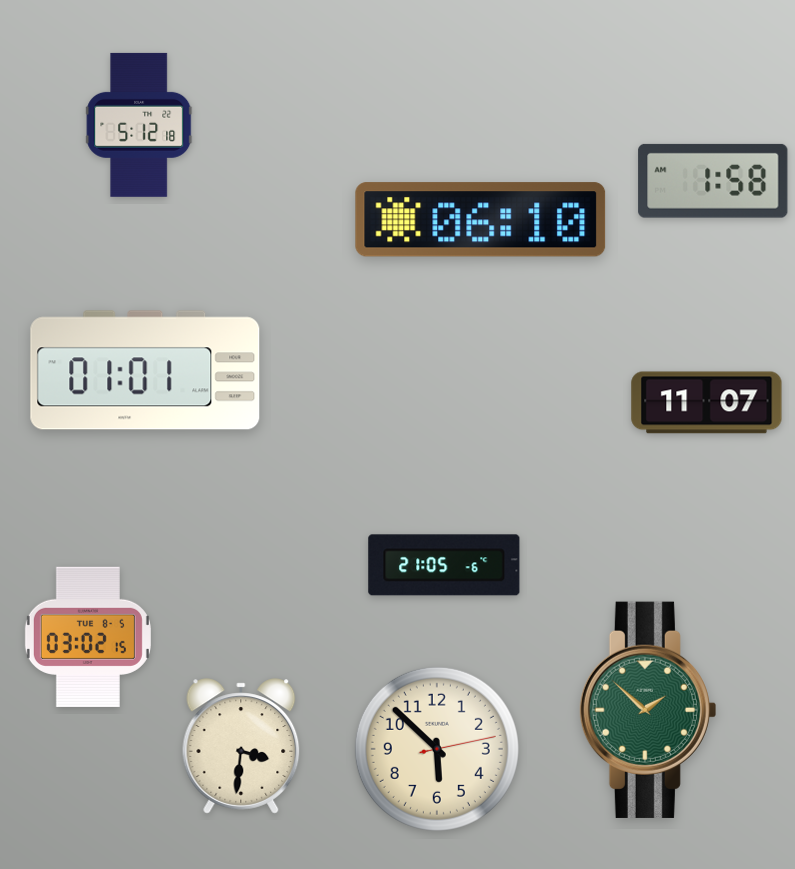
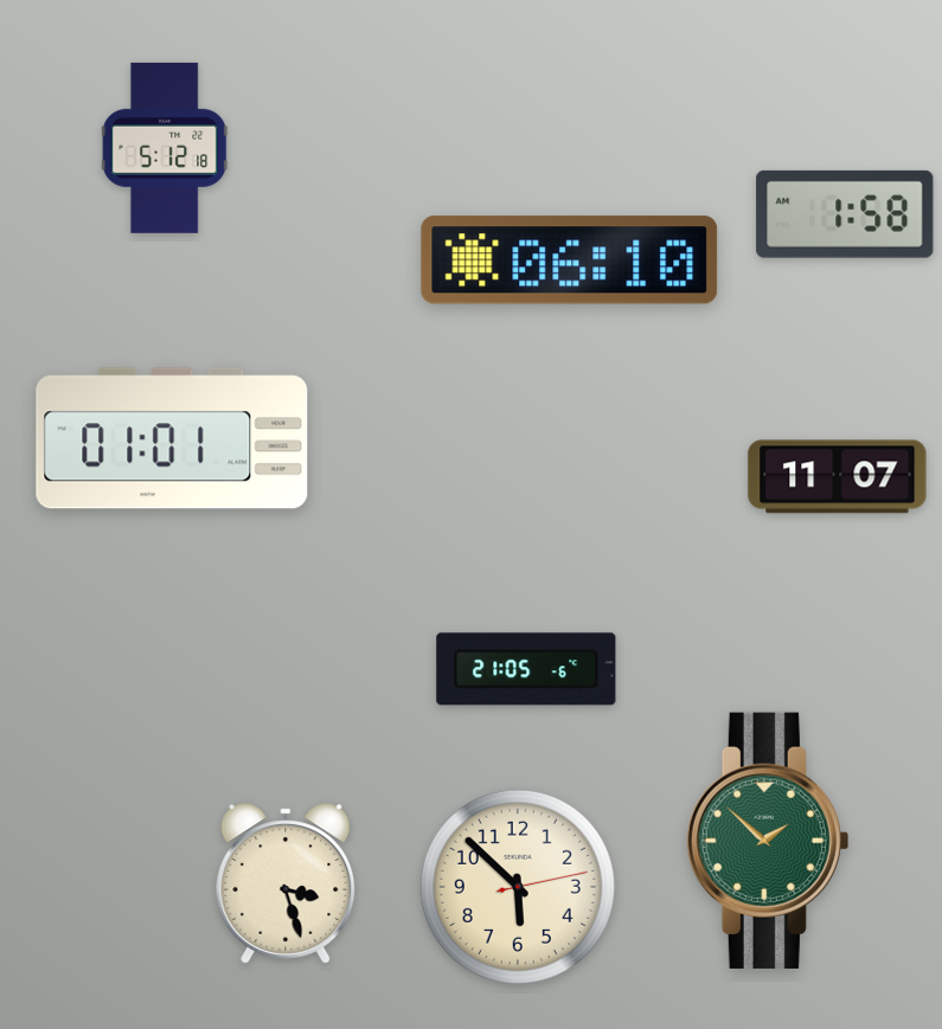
clock at (88, 636): 03:02 -> none
clock at (241, 746): 3:31 -> 3:27
